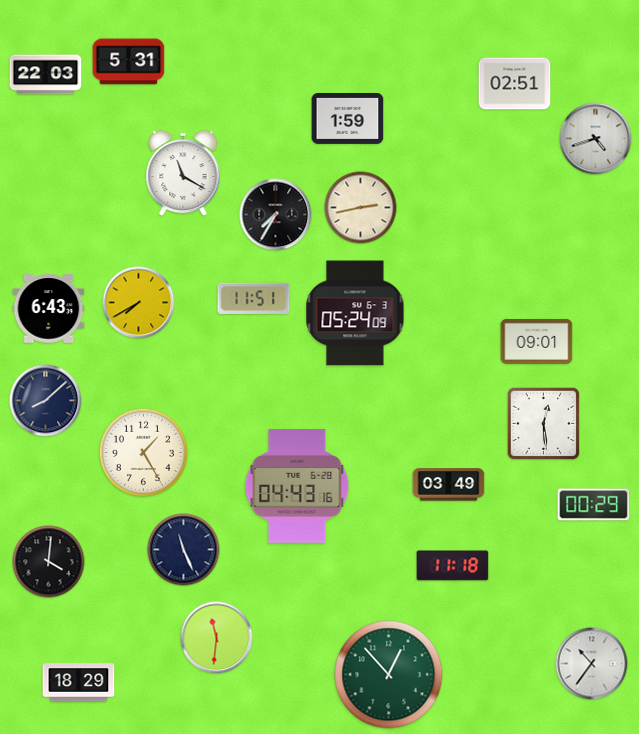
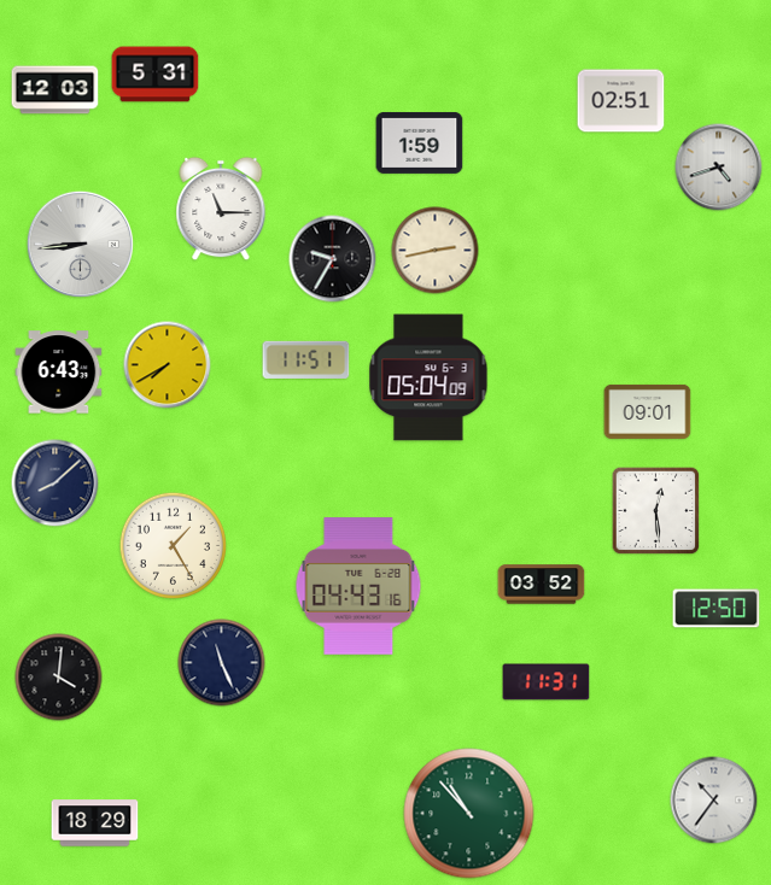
clock at (46, 75): 22:03 -> 12:03
clock at (183, 173): 11:20 -> 11:15
clock at (80, 244): none -> 8:44
clock at (276, 215): 7:35 -> 9:35
clock at (355, 313): 05:24 -> 05:04
clock at (449, 485): 03:49 -> 03:52
clock at (594, 505): 00:29 -> 12:50
clock at (453, 566): 11:18 -> 11:31
clock at (217, 638): 11:31 -> none
clock at (389, 675): 12:53 -> 10:53
